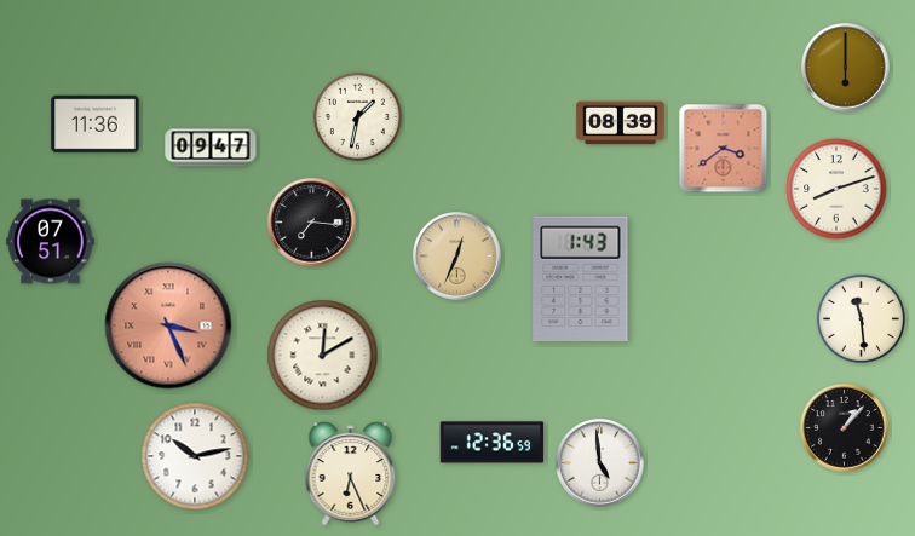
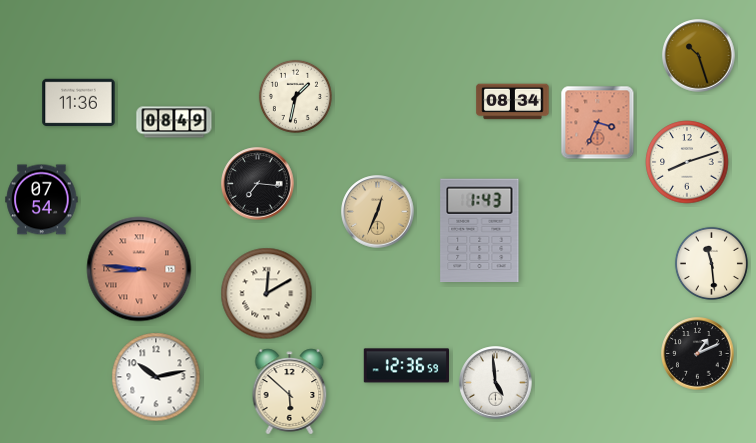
clock at (846, 68): 6:00 -> 10:27
clock at (621, 123): 08:39 -> 08:34
clock at (211, 148): 09:47 -> 08:49
clock at (724, 149): 3:39 -> 3:34
clock at (836, 189) position: (836, 189) -> (687, 162)
clock at (51, 242): 07:51 -> 07:54
clock at (168, 325): 3:26 -> 8:46
clock at (845, 428): 1:07 -> 1:11
clock at (195, 456) position: (195, 456) -> (156, 377)
clock at (351, 474): 6:26 -> 5:52
